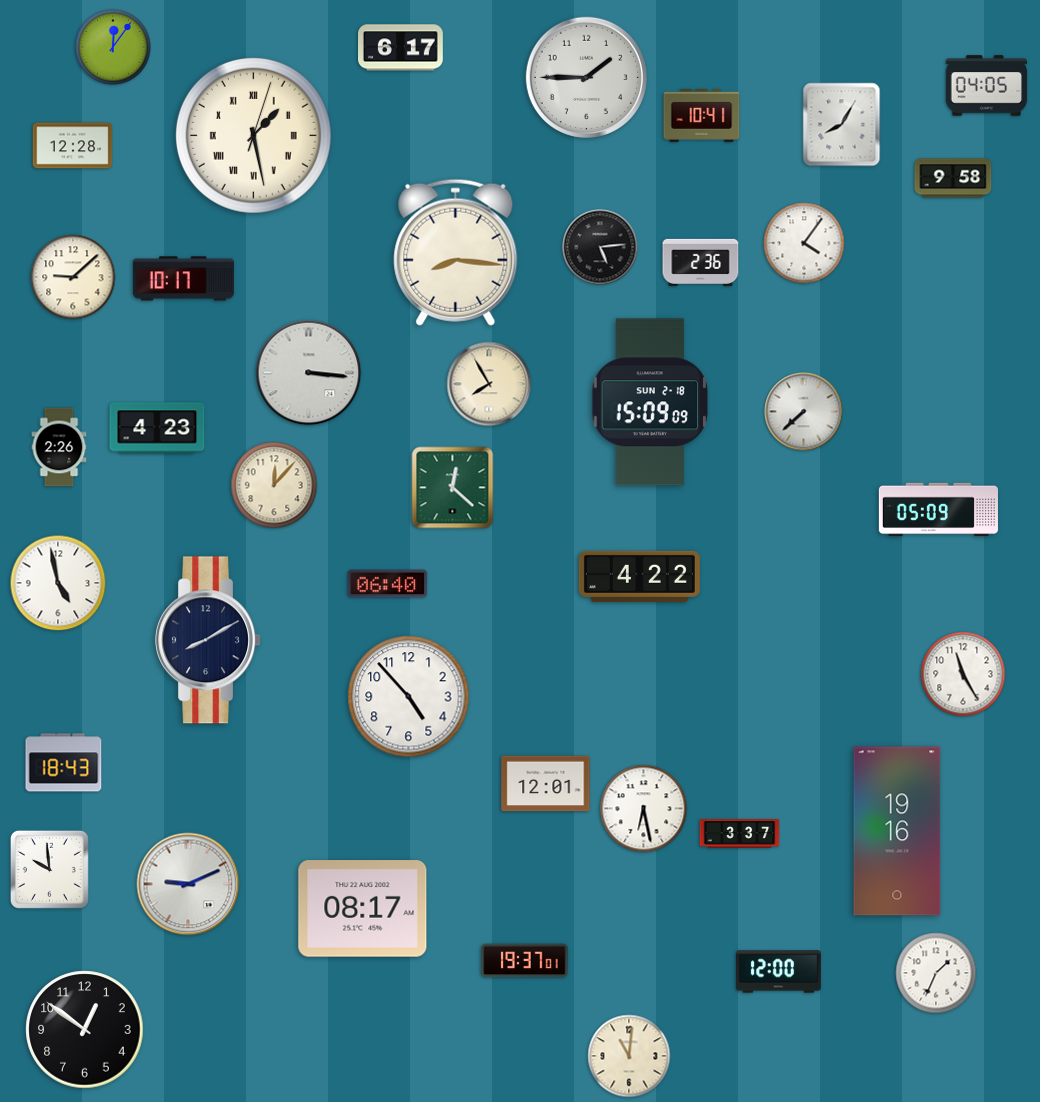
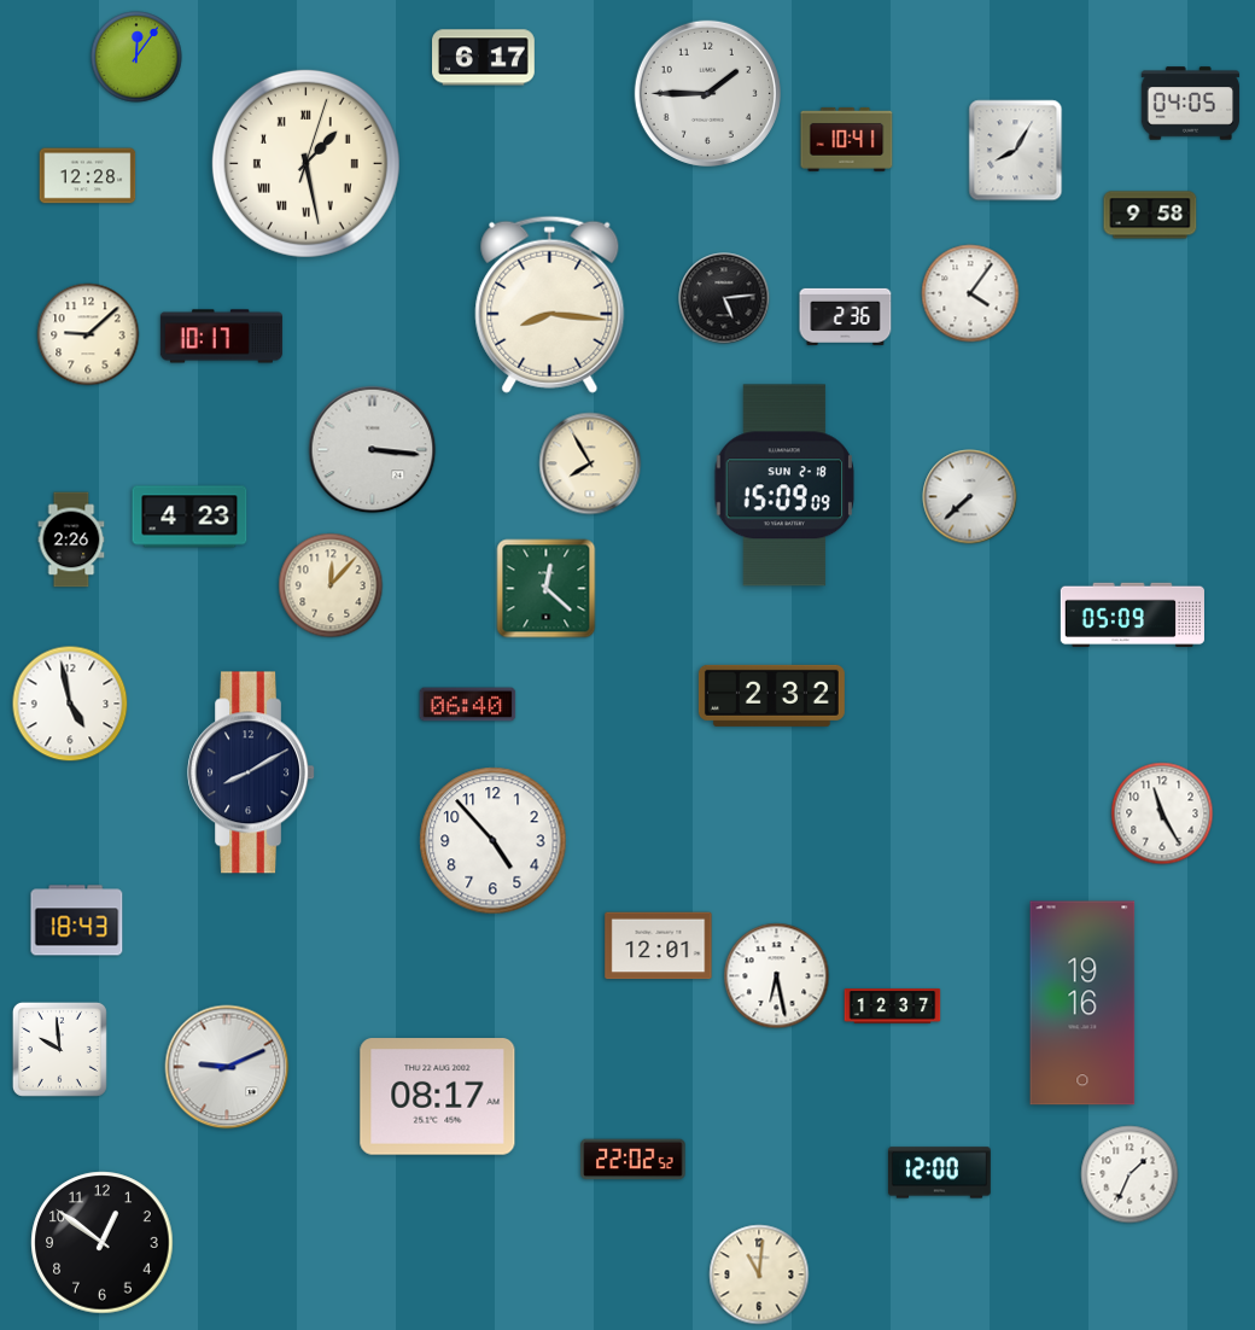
clock at (639, 576): 4:22 -> 2:32
clock at (740, 834): 3:37 -> 12:37
clock at (525, 961): 19:37 -> 22:02
